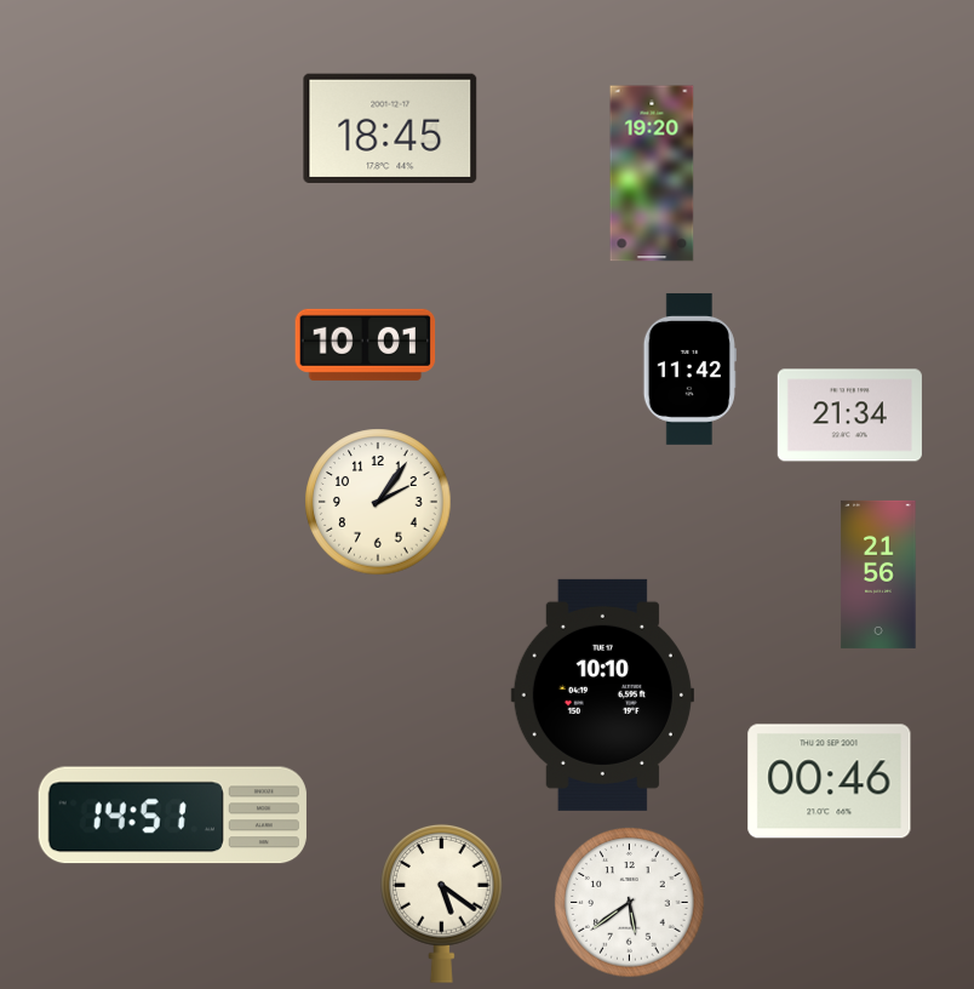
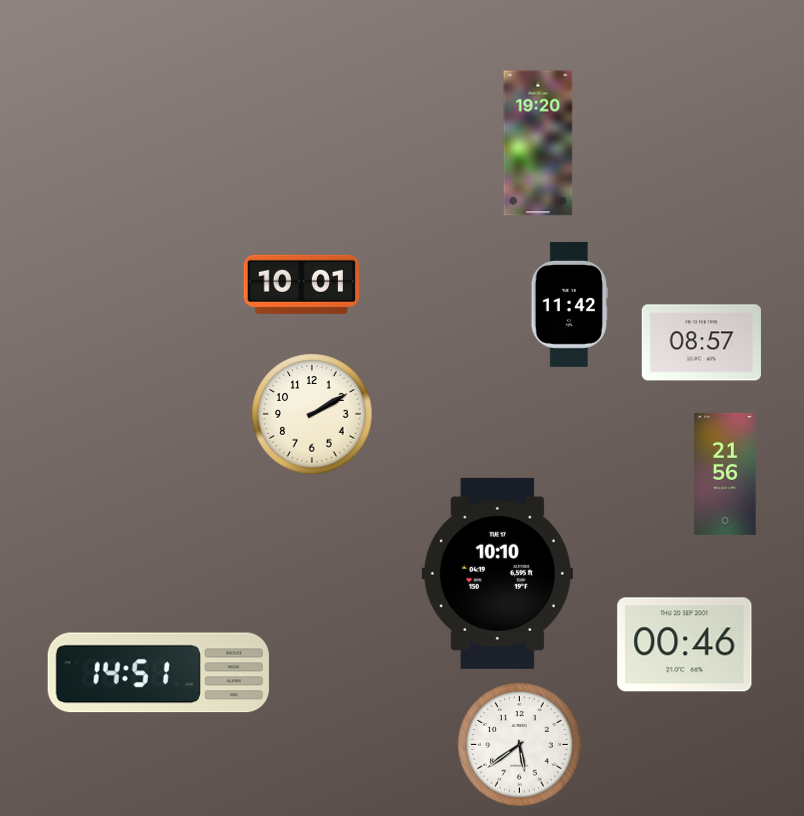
clock at (390, 128): 18:45 -> none
clock at (849, 416): 21:34 -> 08:57
clock at (378, 502): 2:06 -> 2:10
clock at (172, 816) position: (172, 816) -> (158, 673)
clock at (442, 903): 5:21 -> none
